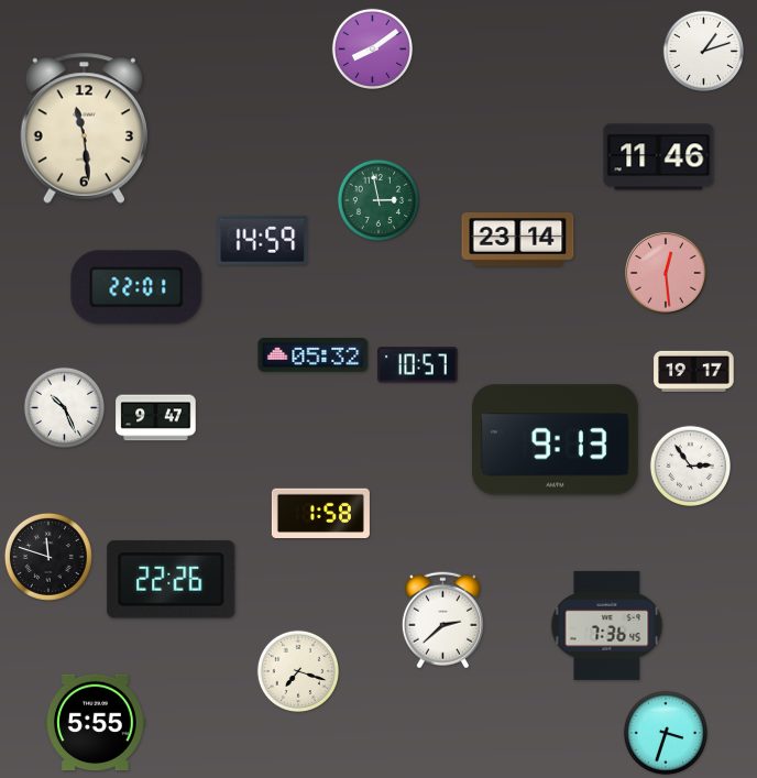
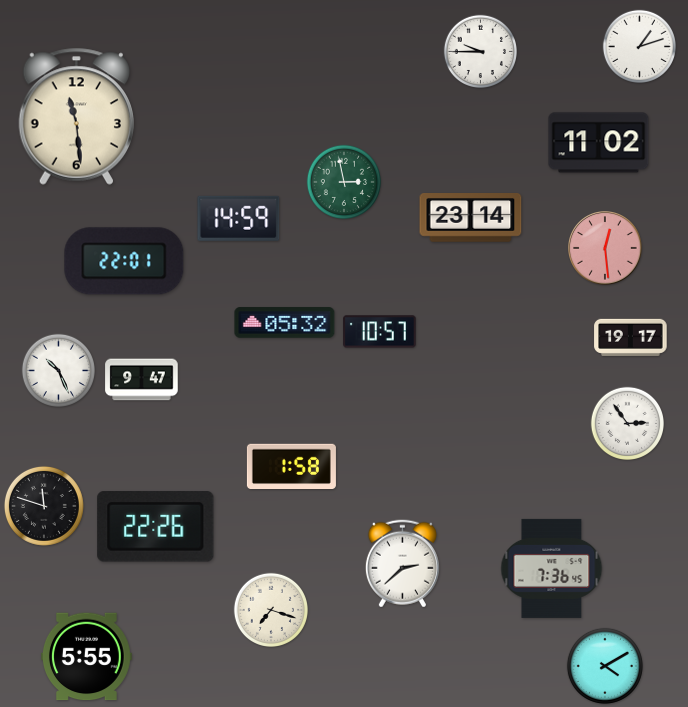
clock at (372, 48): 8:09 -> none
clock at (480, 51): none -> 9:45
clock at (659, 157): 11:46 -> 11:02
clock at (556, 440): 9:13 -> none
clock at (666, 733): 3:33 -> 4:10
